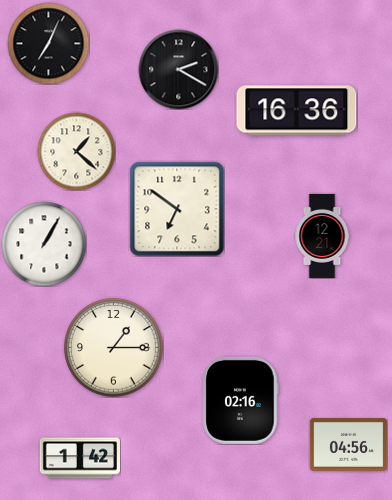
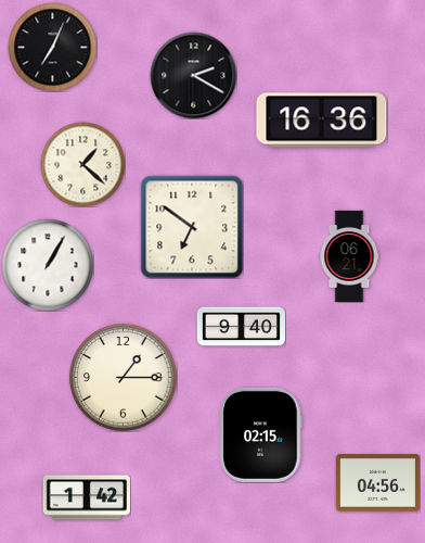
clock at (322, 236): 12:21 -> 06:21
clock at (241, 327): none -> 9:40
clock at (241, 400): 02:16 -> 02:15
